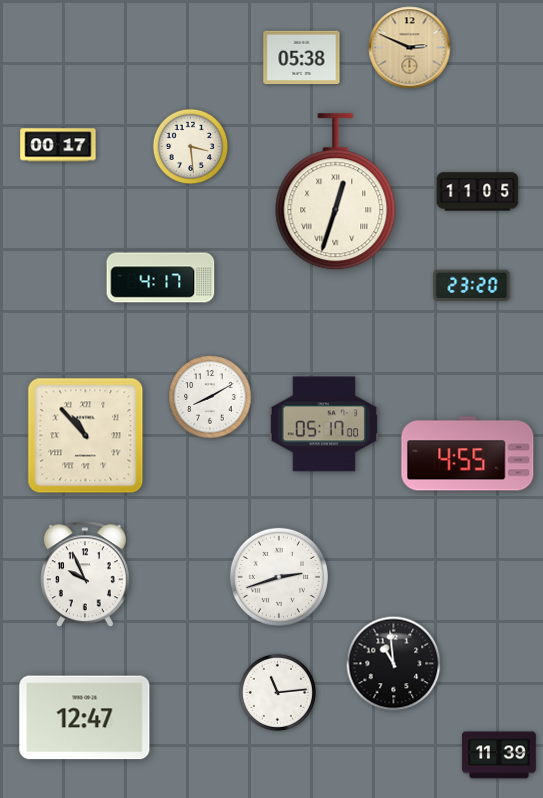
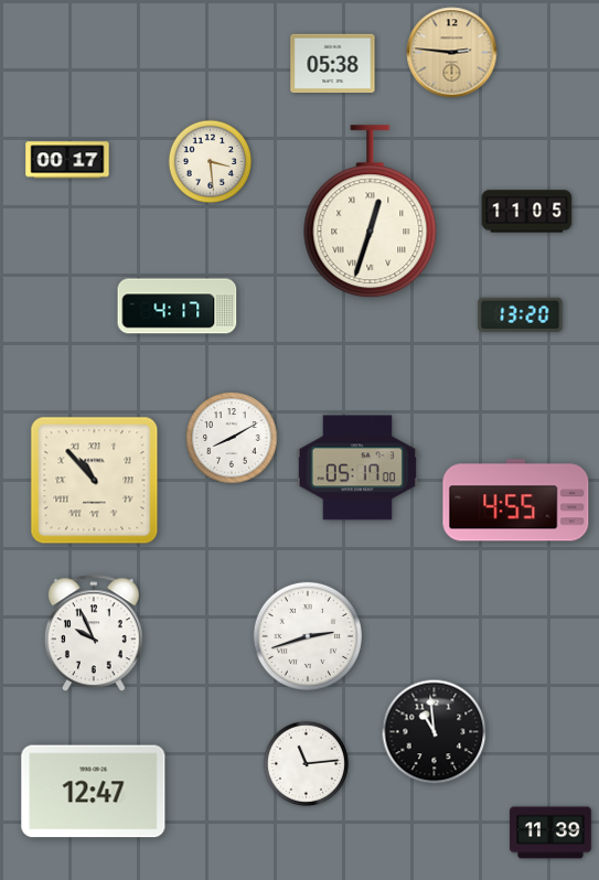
clock at (410, 48): 2:49 -> 2:46
clock at (58, 145) position: (58, 145) -> (67, 160)
clock at (472, 285): 23:20 -> 13:20
